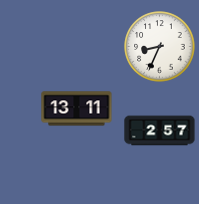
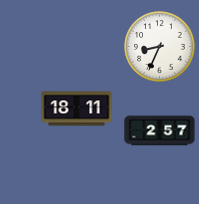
clock at (77, 109): 13:11 -> 18:11
